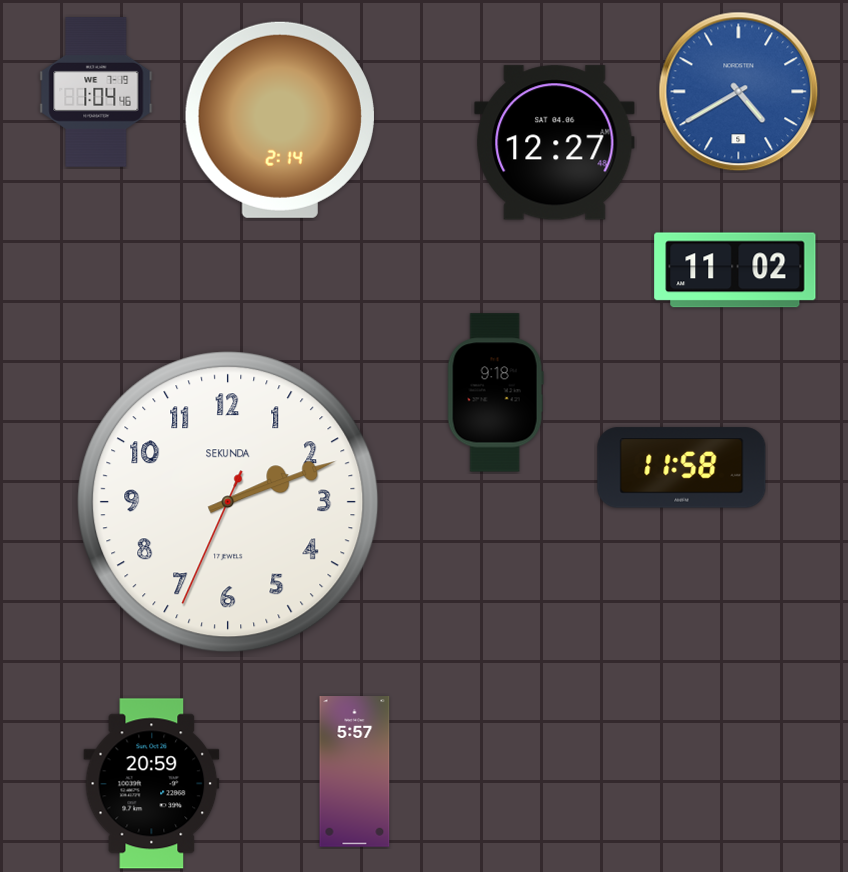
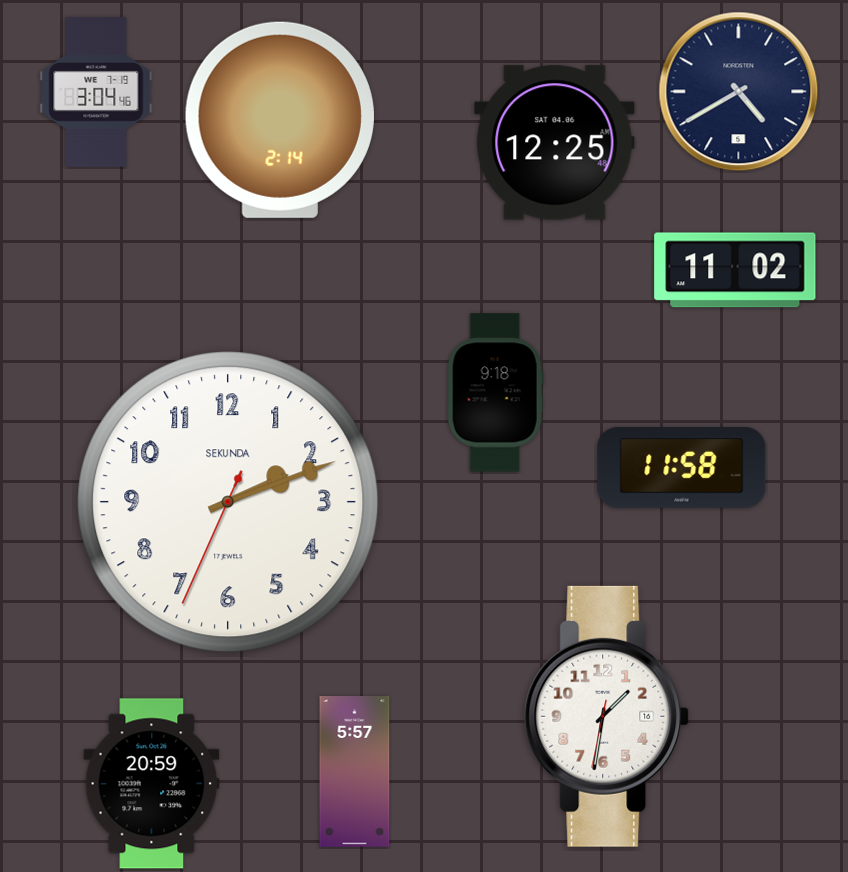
clock at (739, 92) dial: blue -> navy
clock at (96, 93): 1:04 -> 3:04
clock at (555, 143): 12:27 -> 12:25
clock at (607, 716): none -> 1:31
